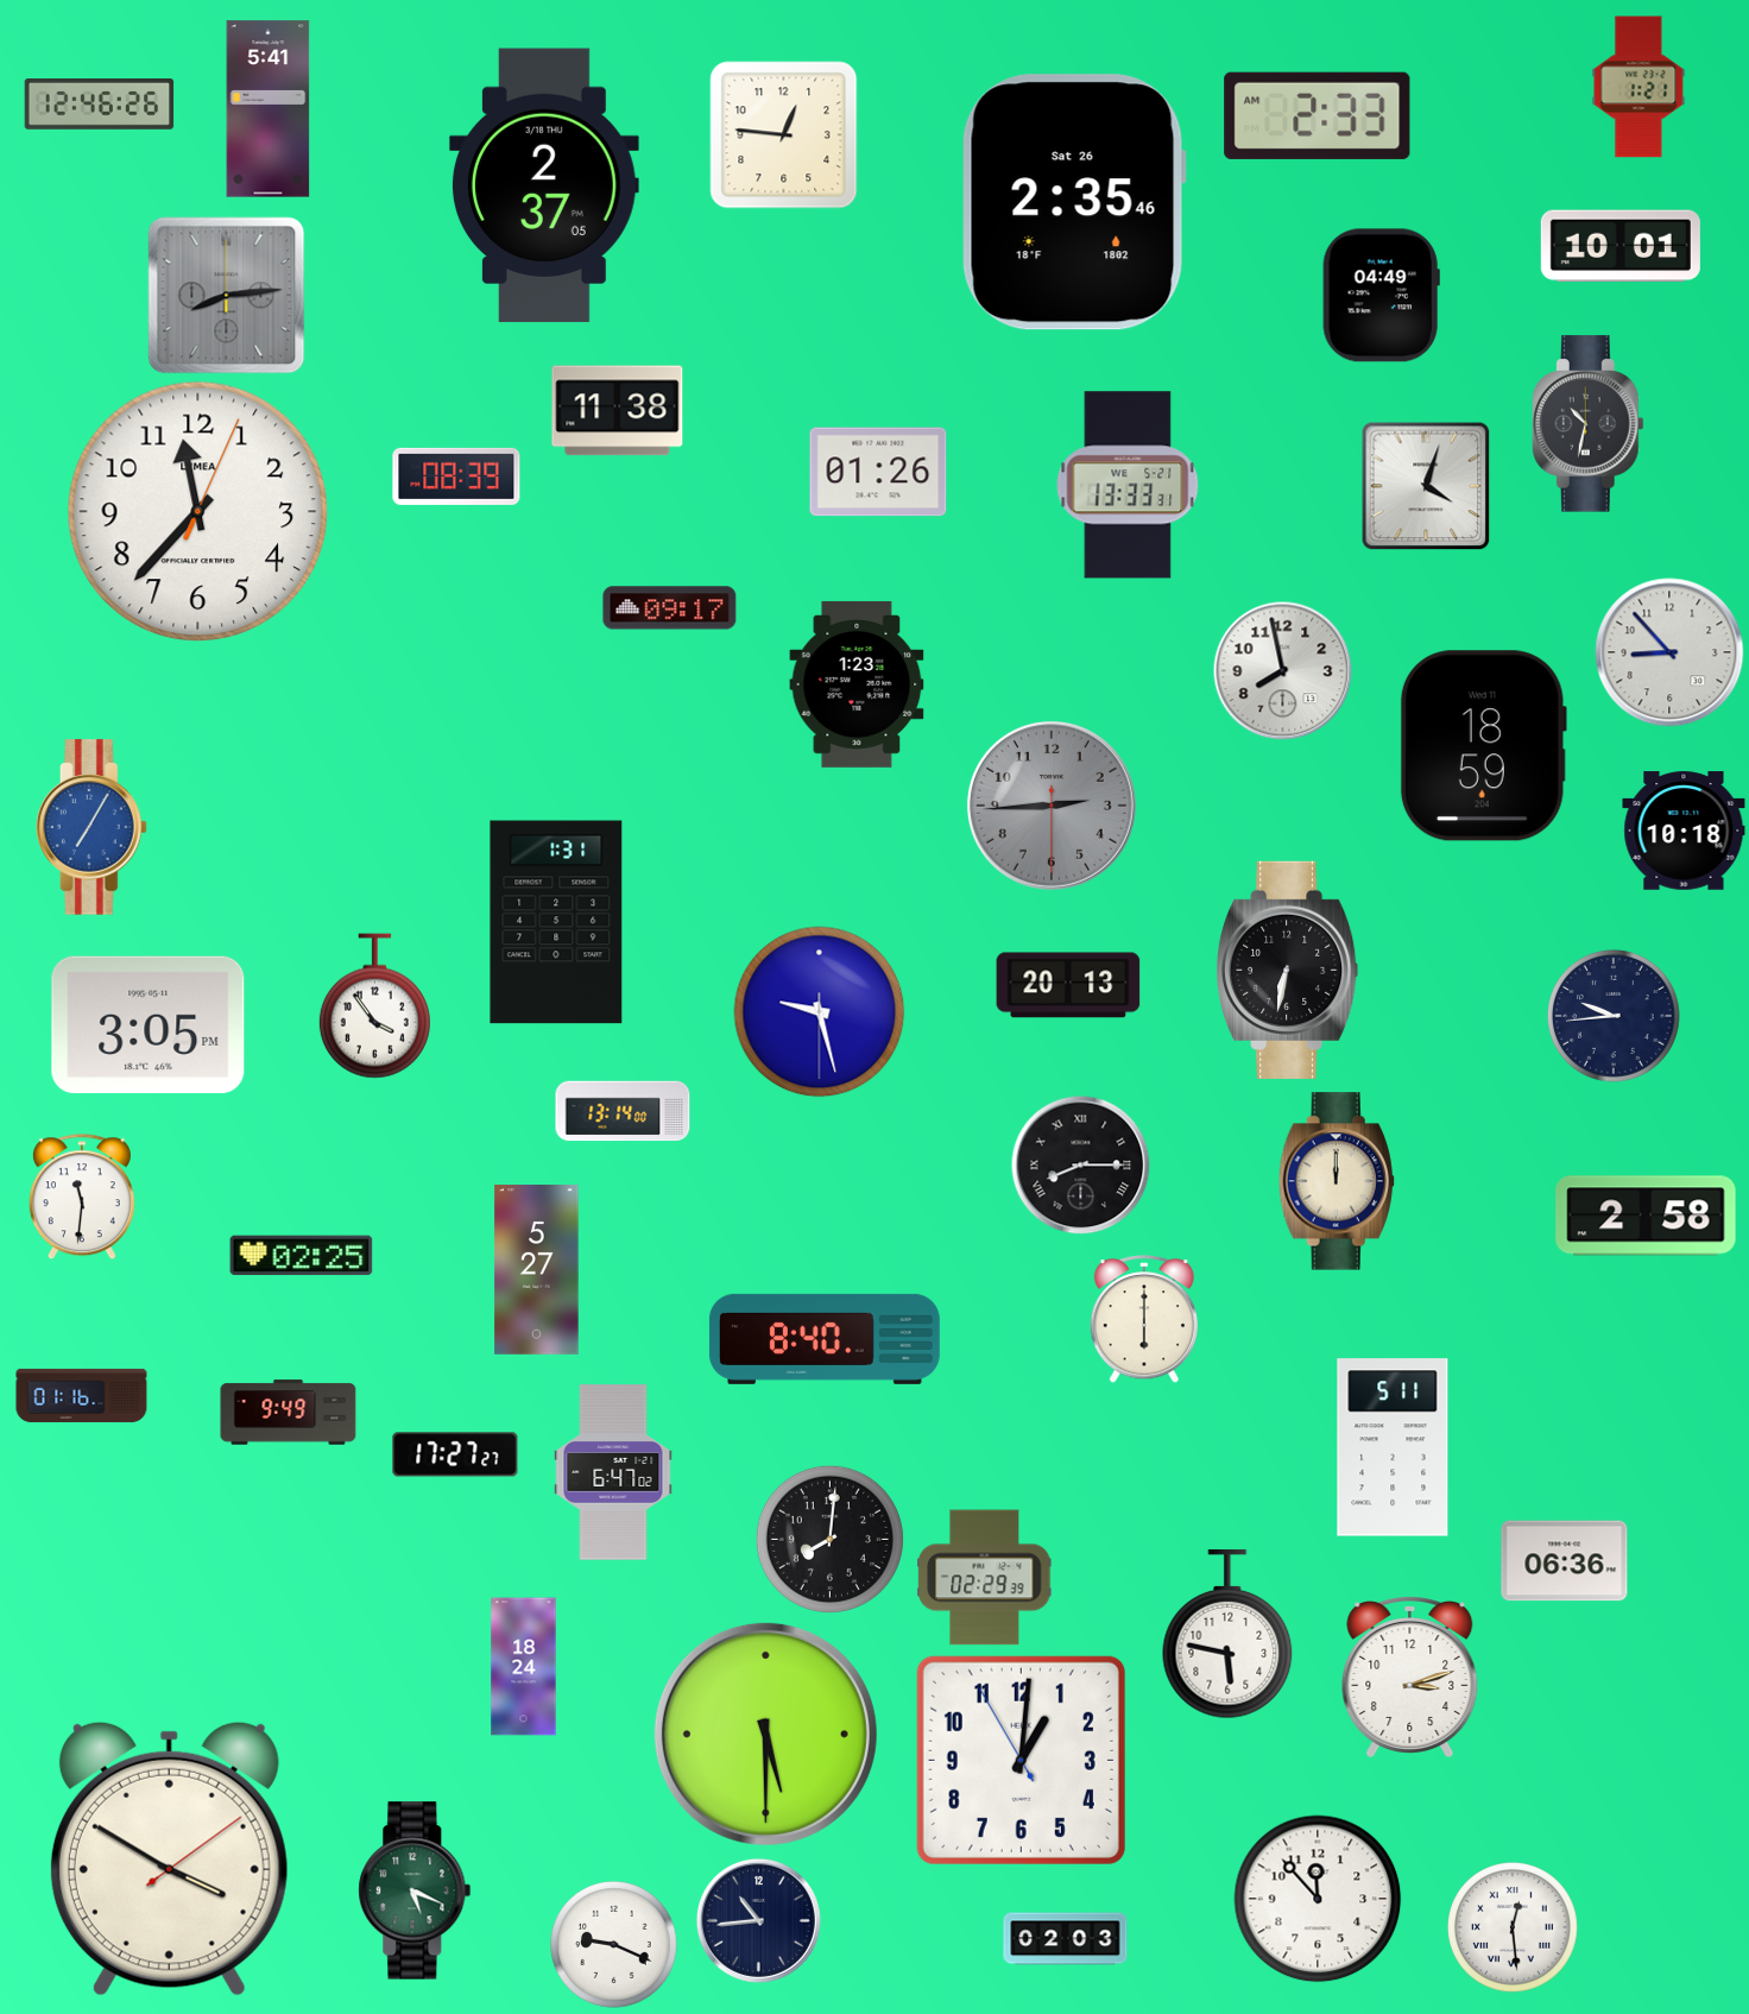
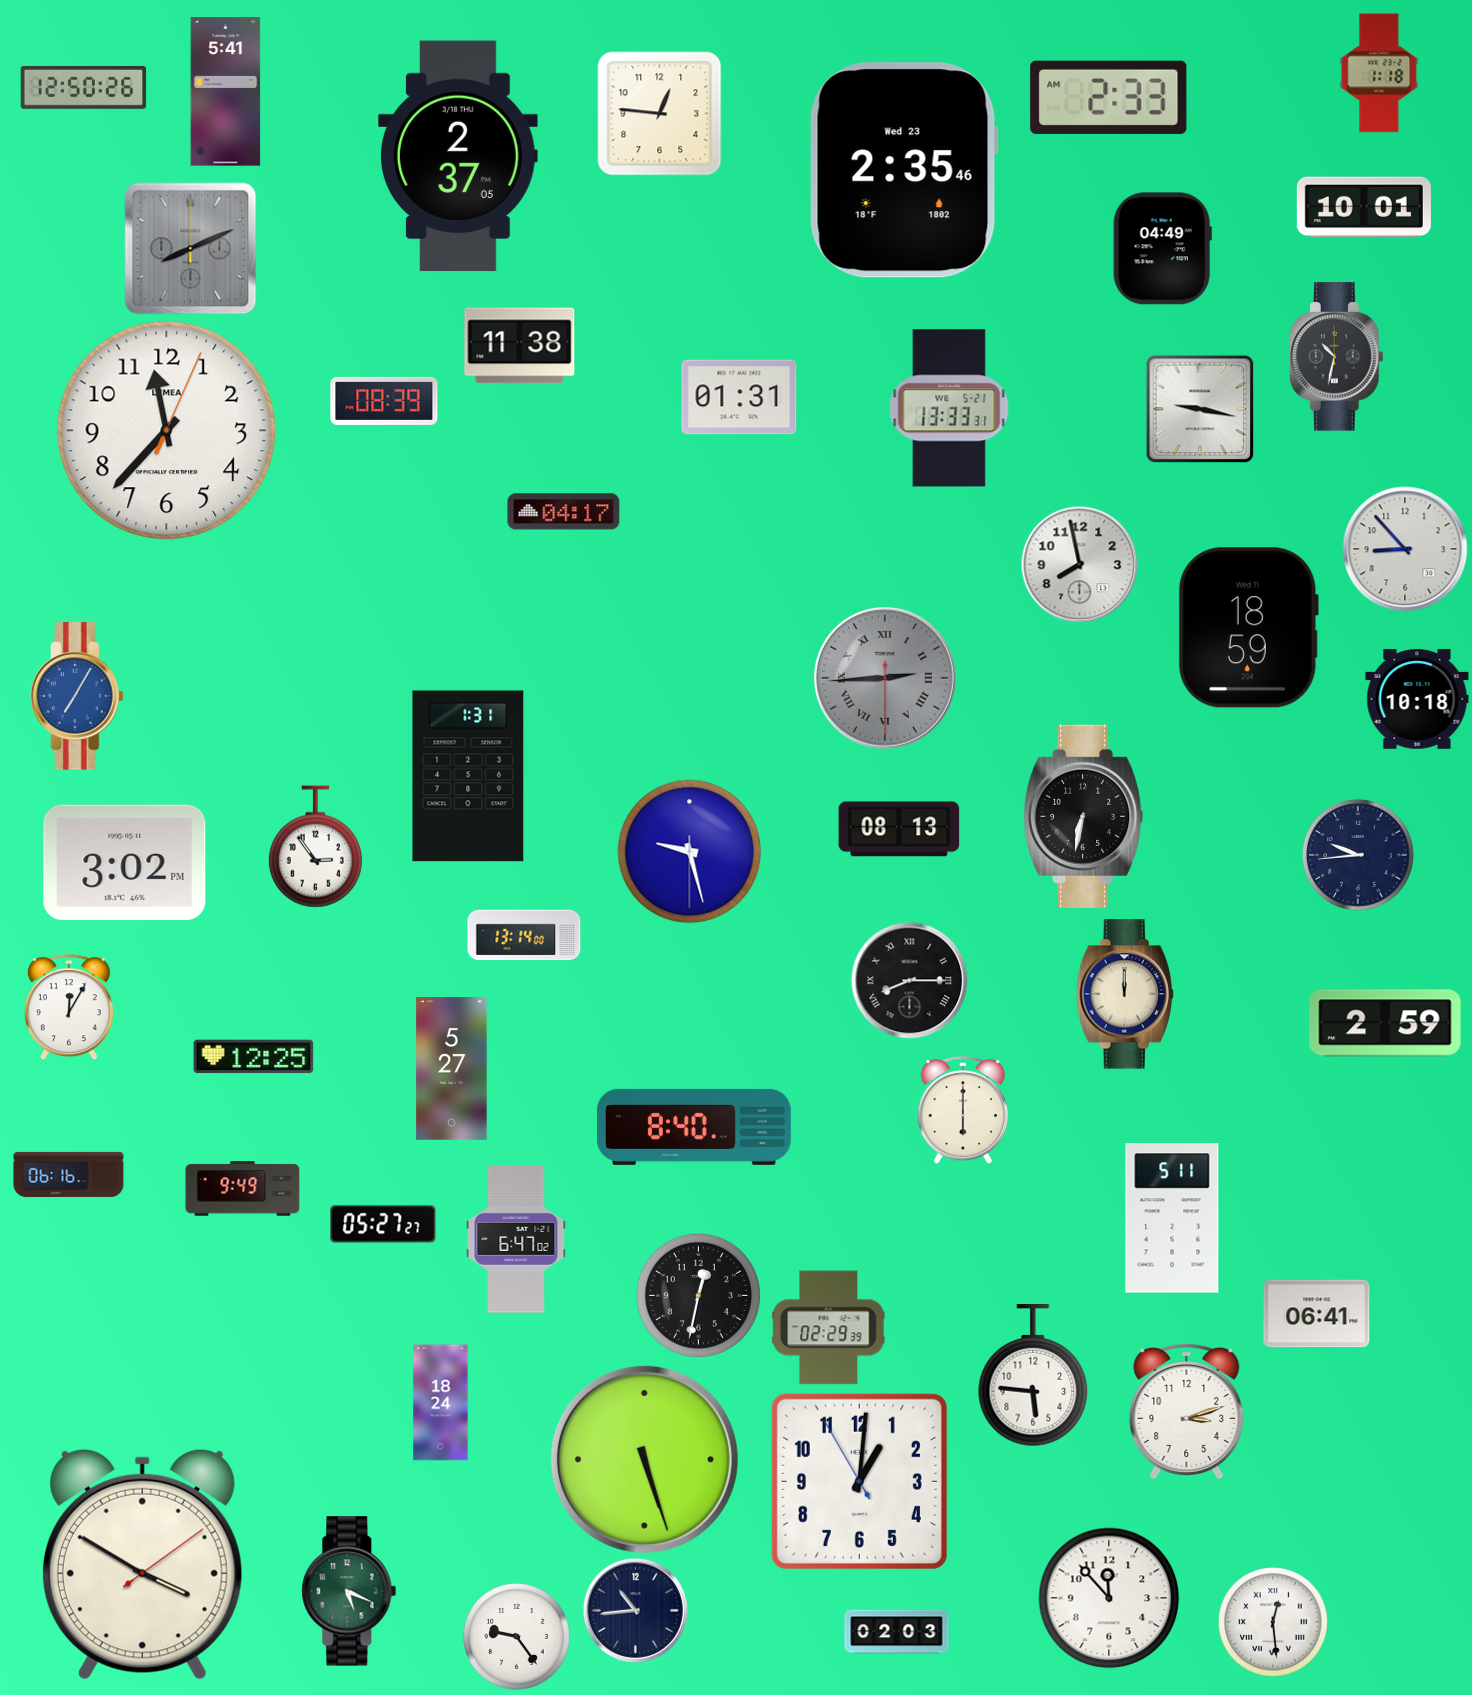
clock at (1638, 87): 1:21 -> 1:18
clock at (100, 105): 12:46 -> 12:50
clock at (1074, 202) date: Sat 26 -> Wed 23
clock at (227, 296): 8:14 -> 8:11
clock at (878, 472): 01:26 -> 01:31
clock at (1426, 486): 4:03 -> 9:17
clock at (670, 608): 09:17 -> 04:17
clock at (857, 684): 1:23 -> none
clock at (1052, 806) numerals: Arabic -> Roman
clock at (1068, 985): 20:13 -> 08:13
clock at (374, 1006): 3:54 -> 2:54
clock at (149, 1025): 3:05 -> 3:02
clock at (82, 1197): 11:31 -> 12:05
clock at (1646, 1216): 2:58 -> 2:59
clock at (302, 1256): 02:25 -> 12:25
clock at (82, 1395): 01:16 -> 06:16
clock at (455, 1454): 17:27 -> 05:27
clock at (829, 1539): 8:01 -> 12:32
clock at (1565, 1561): 06:36 -> 06:41
clock at (1227, 1634): 5:47 -> 5:46
clock at (765, 1734): 5:30 -> 5:27
clock at (758, 1920) position: (758, 1920) -> (635, 1610)
clock at (614, 1945): 9:19 -> 9:24
